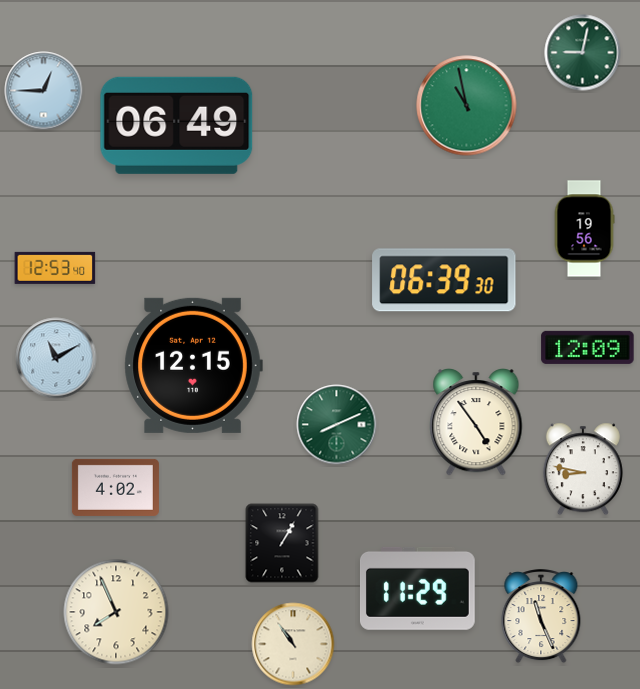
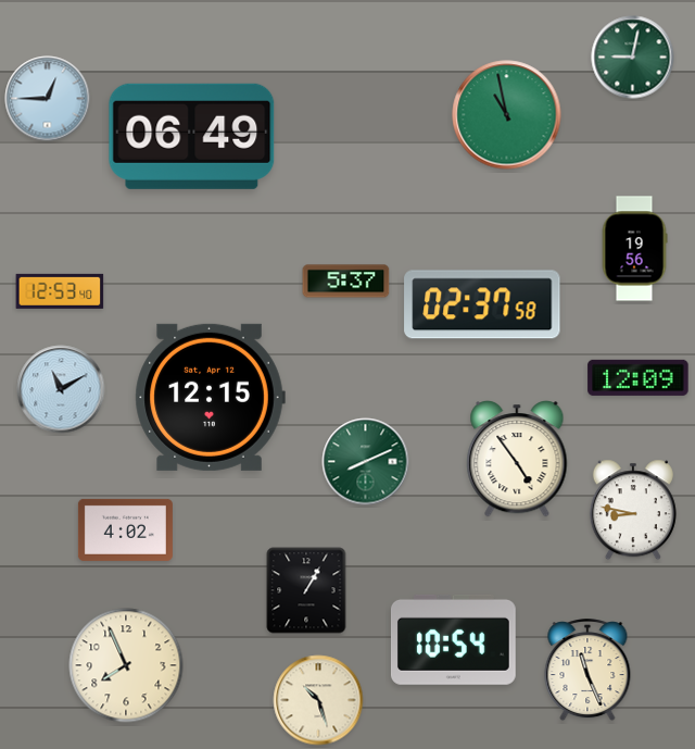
clock at (346, 282): none -> 5:37
clock at (444, 280): 06:39 -> 02:37
clock at (417, 588): 11:29 -> 10:54
clock at (293, 644): 10:54 -> 10:27
